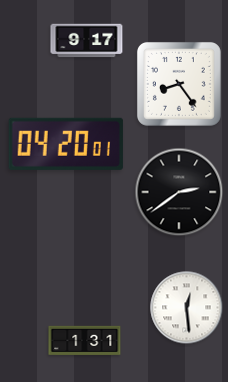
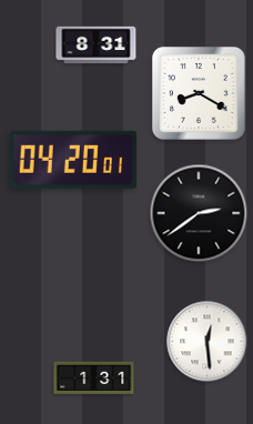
clock at (87, 41): 9:17 -> 8:31
clock at (179, 84): 8:24 -> 8:20
